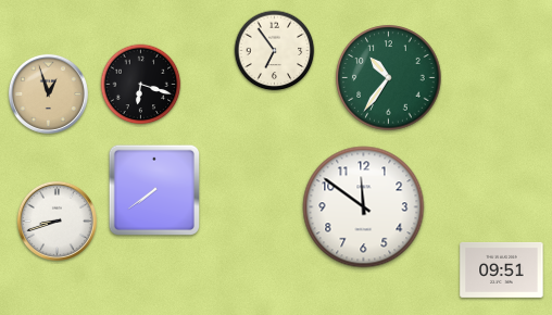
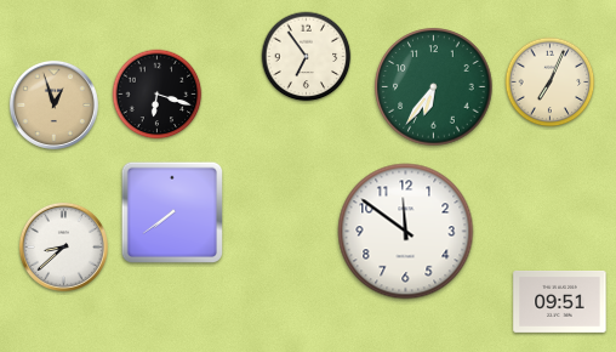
clock at (551, 83): none -> 7:04
clock at (389, 78): 10:36 -> 6:36
clock at (57, 220): 8:42 -> 8:38
